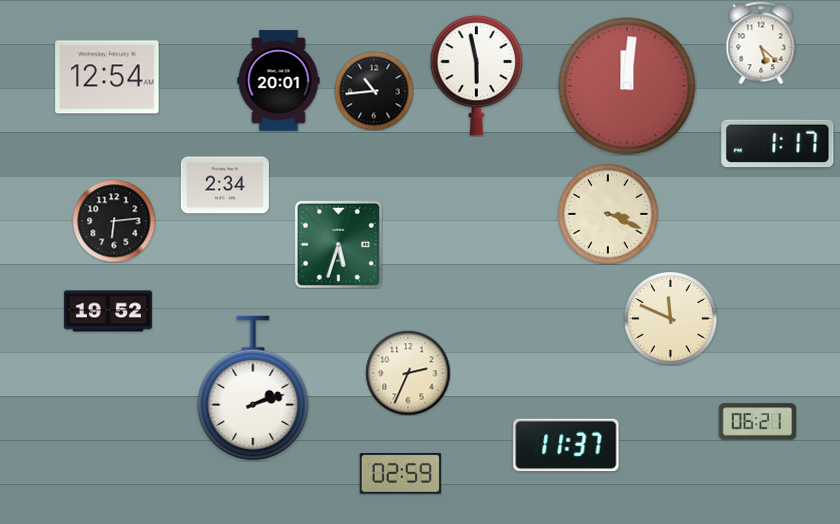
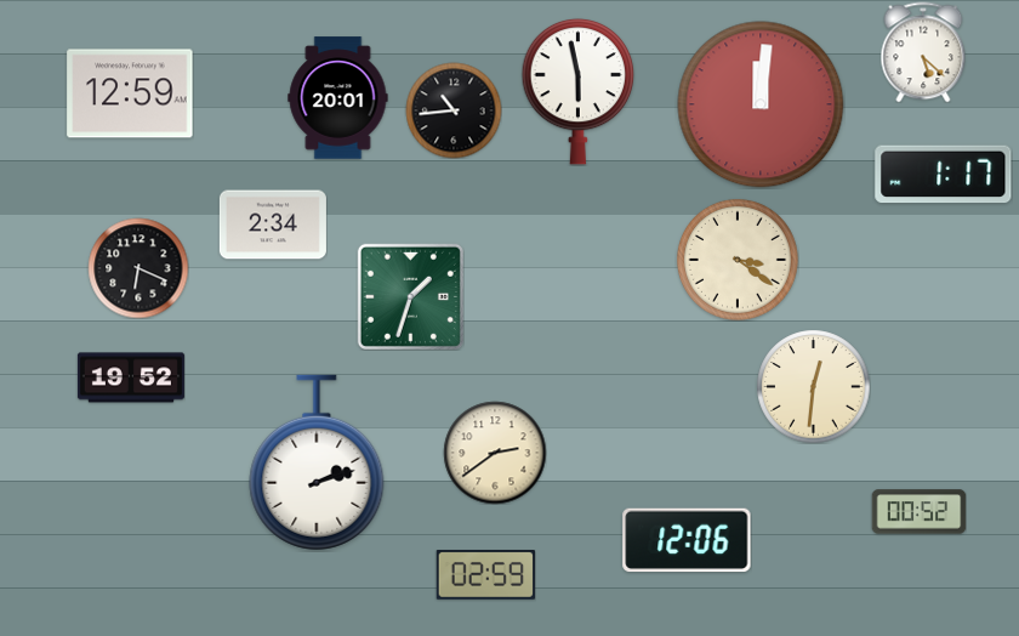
clock at (107, 77): 12:54 -> 12:59
clock at (608, 214): 3:19 -> 3:21
clock at (114, 221): 6:14 -> 6:19
clock at (338, 244): 5:33 -> 1:33
clock at (670, 318): 11:49 -> 12:31
clock at (408, 373): 2:34 -> 2:39
clock at (253, 388) position: (253, 388) -> (317, 462)
clock at (757, 422): 06:21 -> 00:52
clock at (566, 445): 11:37 -> 12:06
